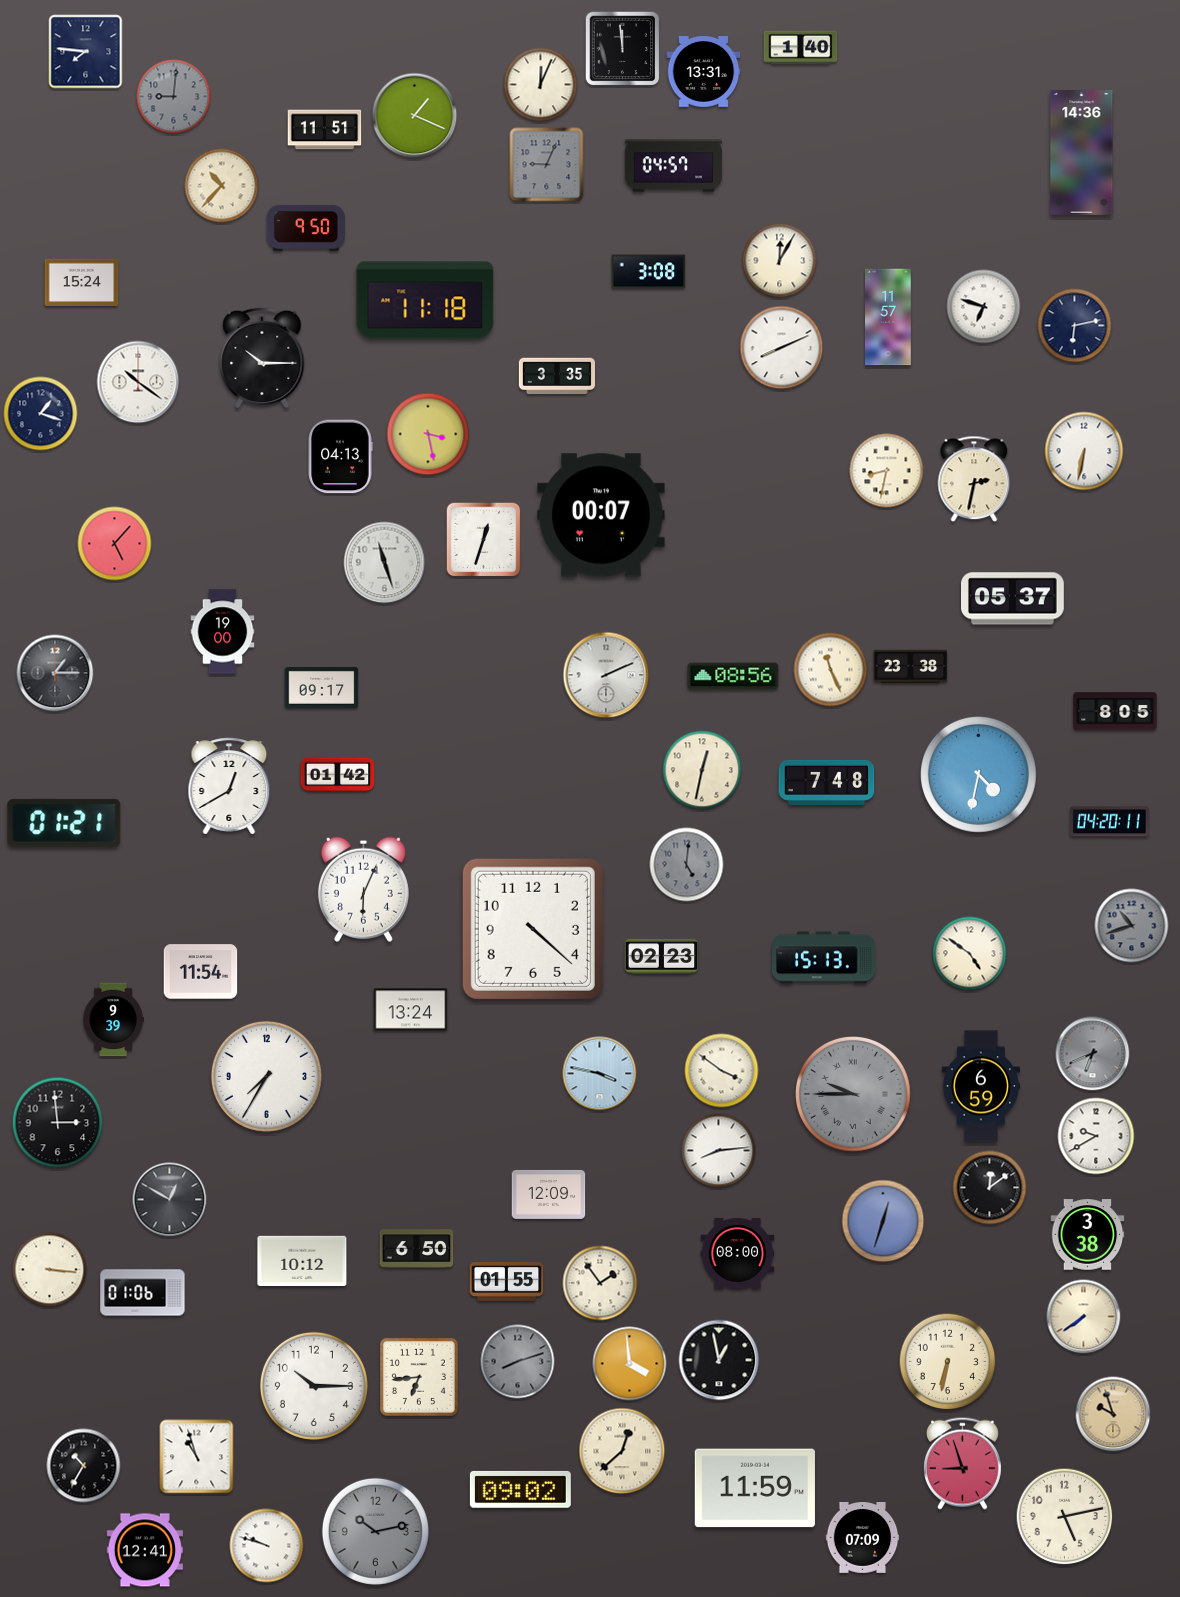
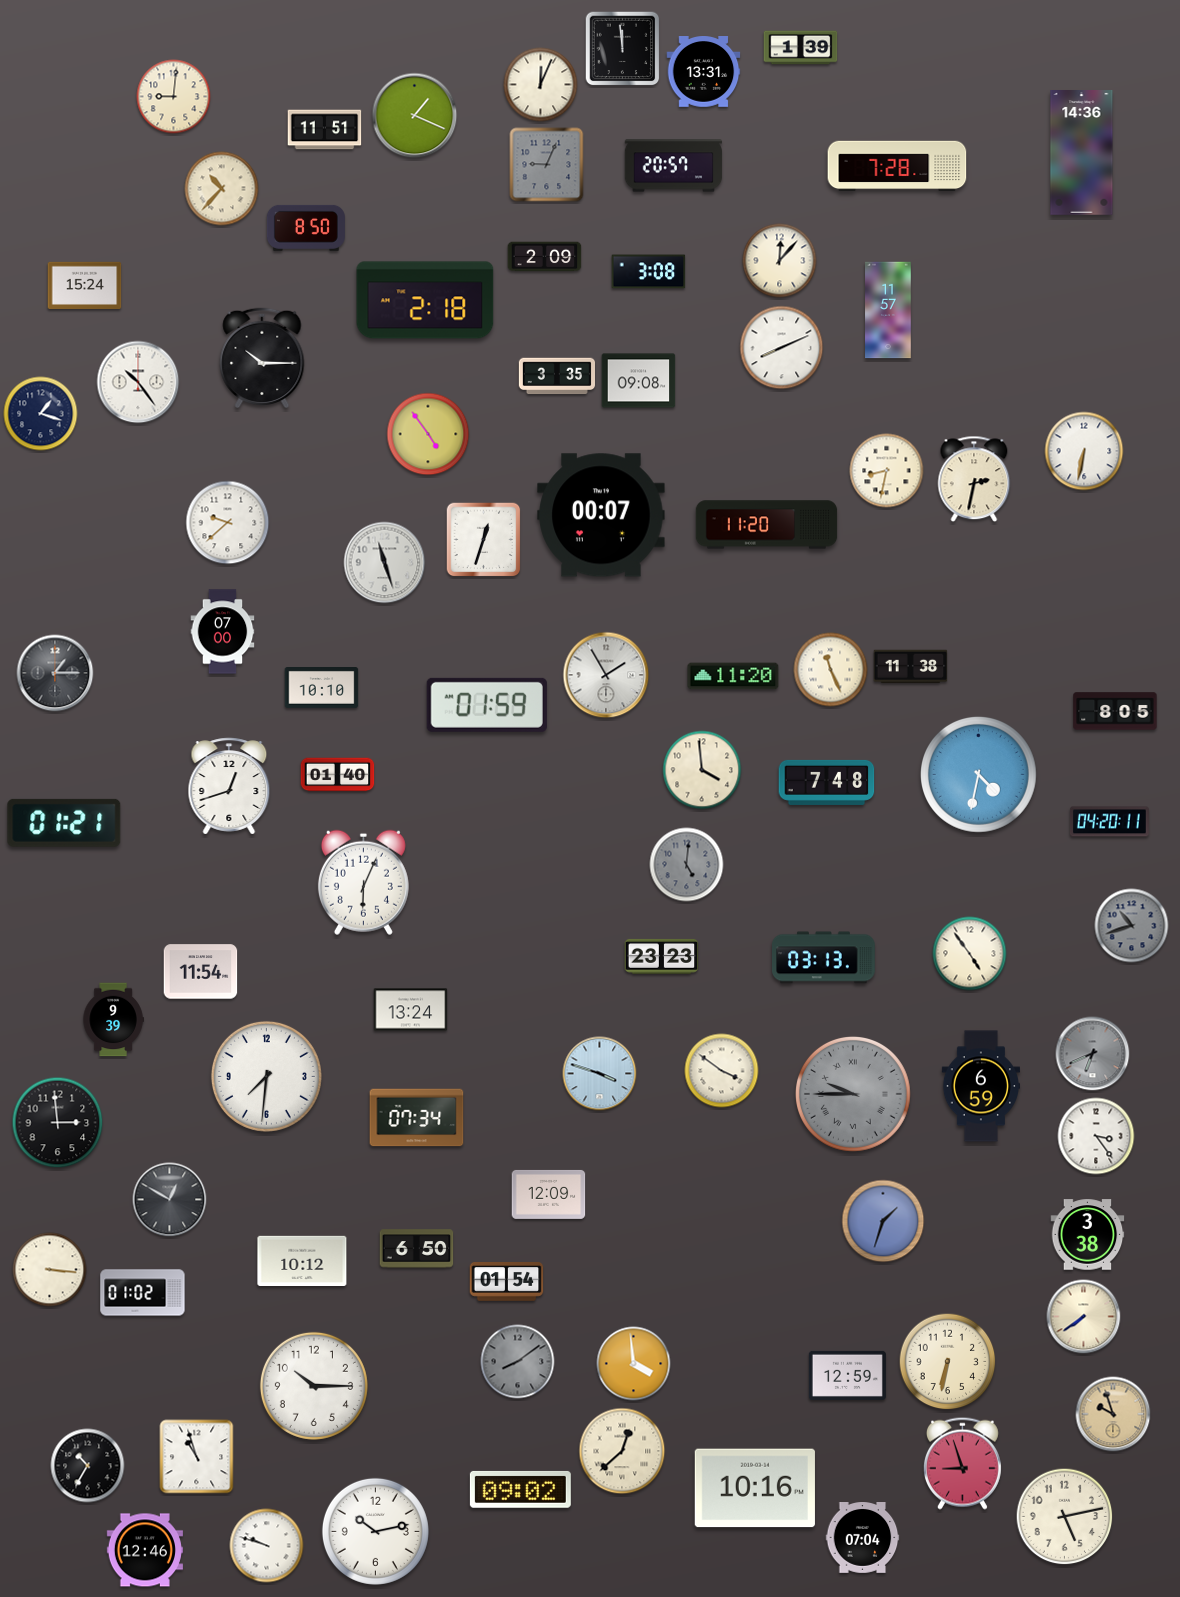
clock at (801, 48): 1:40 -> 1:39
clock at (86, 52): 7:46 -> none
clock at (174, 97) dial: grey -> cream
clock at (674, 166): 04:57 -> 20:57
clock at (897, 166): none -> 7:28
clock at (222, 186) position: (222, 186) -> (222, 189)
clock at (306, 228): 9:50 -> 8:50
clock at (545, 257): none -> 2:09
clock at (780, 261): 12:05 -> 12:07
clock at (82, 282) position: (82, 282) -> (85, 285)
clock at (425, 300): 11:18 -> 2:18
clock at (984, 307): 6:48 -> none
clock at (888, 317) position: (888, 317) -> (888, 310)
clock at (1075, 326): 6:13 -> none
clock at (639, 381): none -> 09:08
clock at (138, 382): 10:21 -> 10:24
clock at (428, 434): 3:28 -> 4:54
clock at (340, 457): 04:13 -> none
clock at (228, 523): none -> 9:38
clock at (767, 525): none -> 11:20
clock at (115, 544): 5:07 -> none
clock at (1013, 599): 05:37 -> none
clock at (223, 632): 19:00 -> 07:00
clock at (911, 667): 23:38 -> 11:38
clock at (606, 675): 2:11 -> 1:55
clock at (733, 676): 08:56 -> 11:20
clock at (322, 688): 09:17 -> 10:10
clock at (487, 705): none -> 01:59
clock at (702, 770): 12:32 -> 3:59
clock at (338, 775): 01:42 -> 01:40
clock at (229, 786): 12:40 -> 12:42
clock at (363, 889) position: (363, 889) -> (363, 882)
clock at (533, 929): 4:22 -> none
clock at (970, 954): 4:51 -> 4:54
clock at (662, 956): 02:23 -> 23:23
clock at (824, 958): 15:13 -> 03:13
clock at (600, 1074): 3:47 -> 3:48
clock at (266, 1076): 7:35 -> 7:31
clock at (417, 1118): none -> 07:34
clock at (1096, 1136): 9:40 -> 3:24
clock at (719, 1151): 8:14 -> none
clock at (990, 1188): 12:09 -> none
clock at (883, 1221): 12:33 -> 1:33
clock at (738, 1253): 08:00 -> none
clock at (507, 1282): 01:55 -> 01:54
clock at (600, 1283): 1:54 -> none
clock at (143, 1293): 01:06 -> 01:02
clock at (719, 1360): 12:58 -> none
clock at (518, 1362): 8:12 -> 8:09
clock at (630, 1364) position: (630, 1364) -> (634, 1364)
clock at (847, 1375): none -> 12:59
clock at (419, 1377): 6:44 -> none
clock at (84, 1466) position: (84, 1466) -> (88, 1466)
clock at (755, 1488): 11:59 -> 10:16
clock at (375, 1531) dial: grey -> white
clock at (863, 1538): 07:09 -> 07:04
clock at (145, 1550): 12:41 -> 12:46
